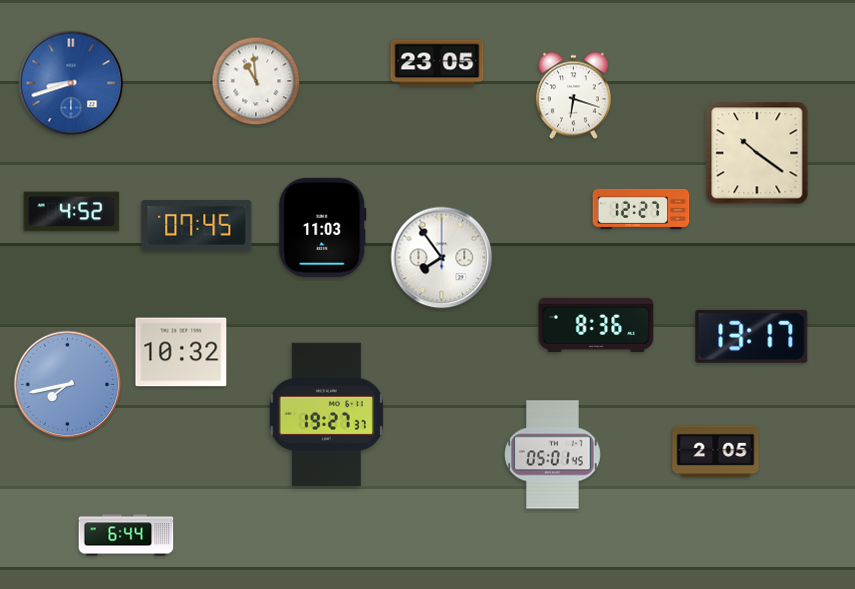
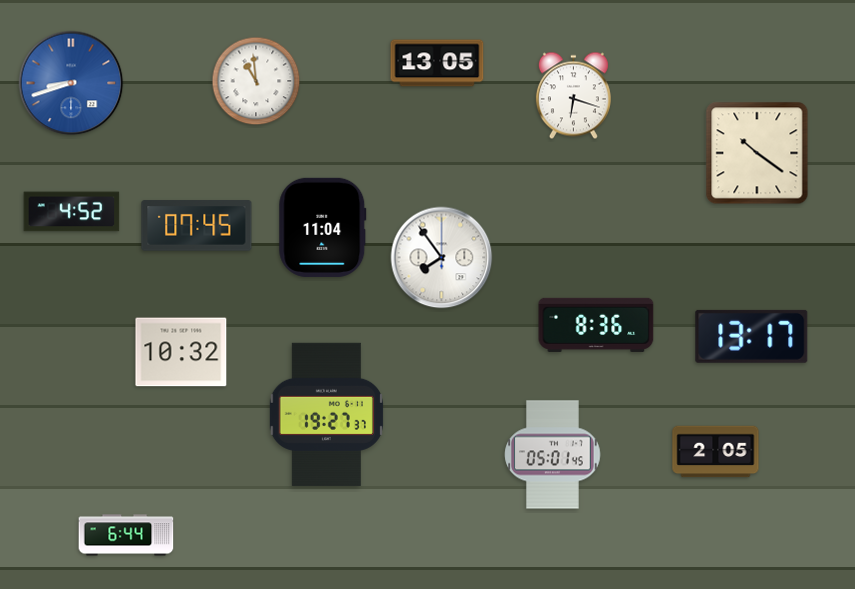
clock at (437, 63): 23:05 -> 13:05
clock at (641, 209): 12:27 -> none
clock at (323, 227): 11:03 -> 11:04
clock at (68, 385): 7:43 -> none
